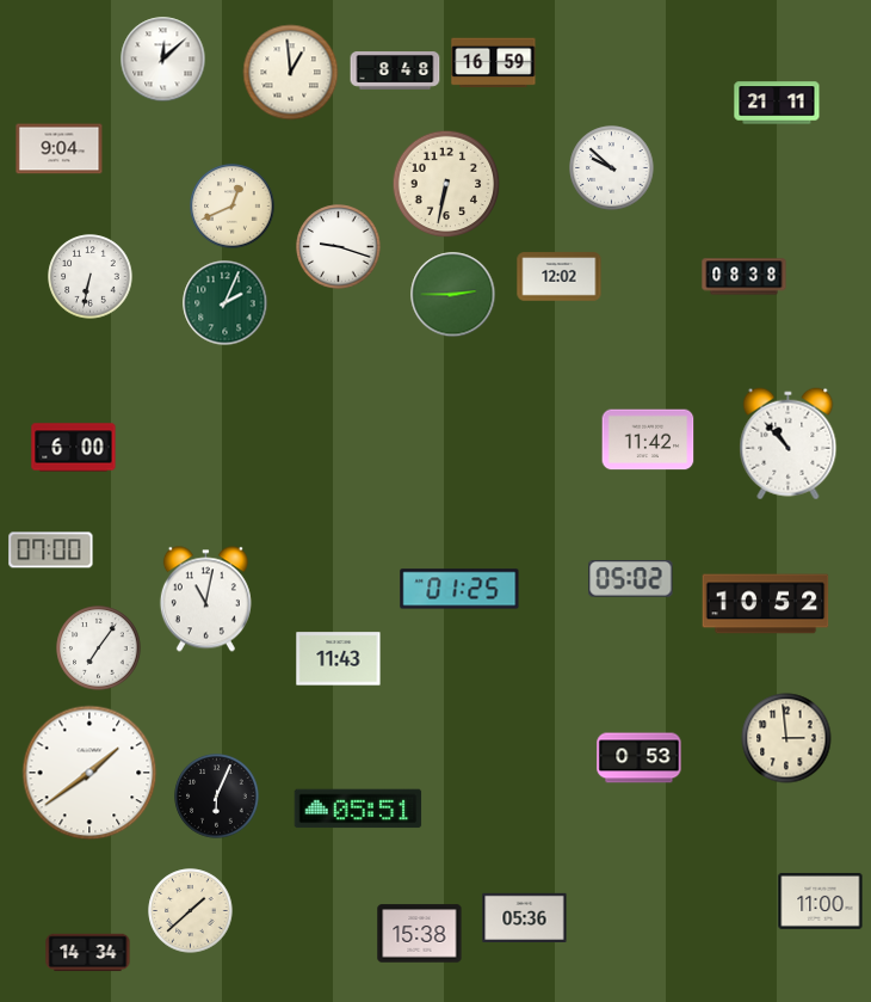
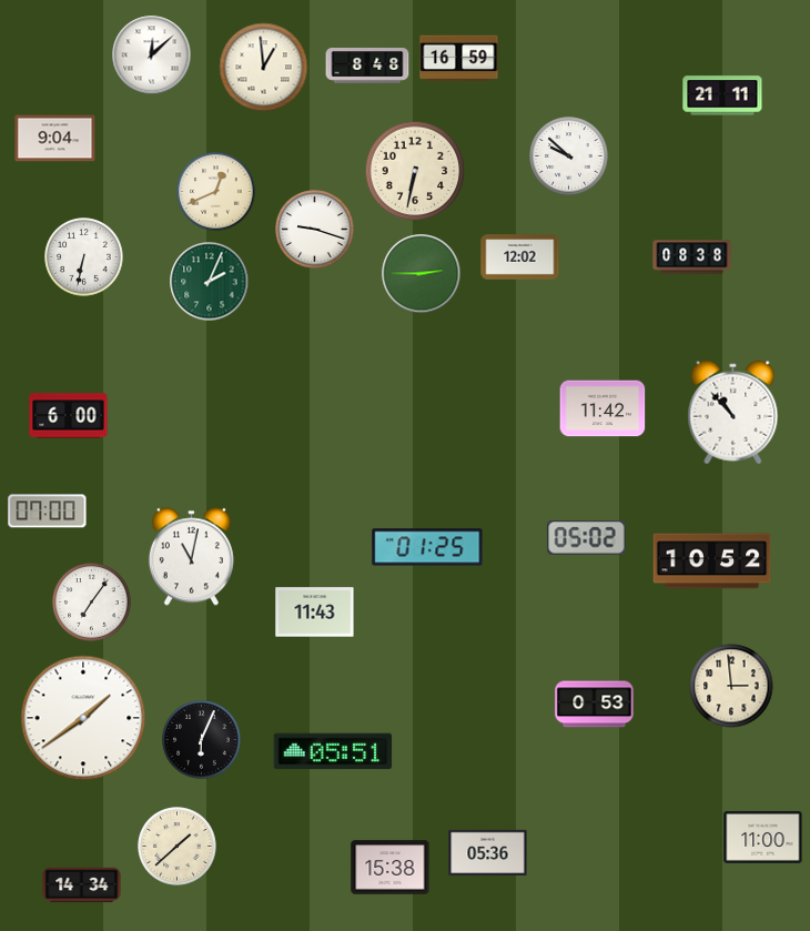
clock at (291, 73) position: (291, 73) -> (264, 68)
